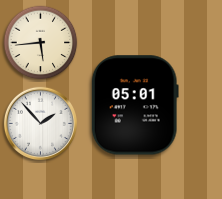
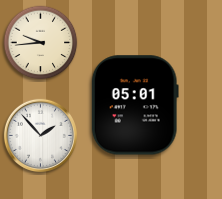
clock at (41, 43): 5:44 -> 9:44
clock at (40, 123) position: (40, 123) -> (40, 135)
